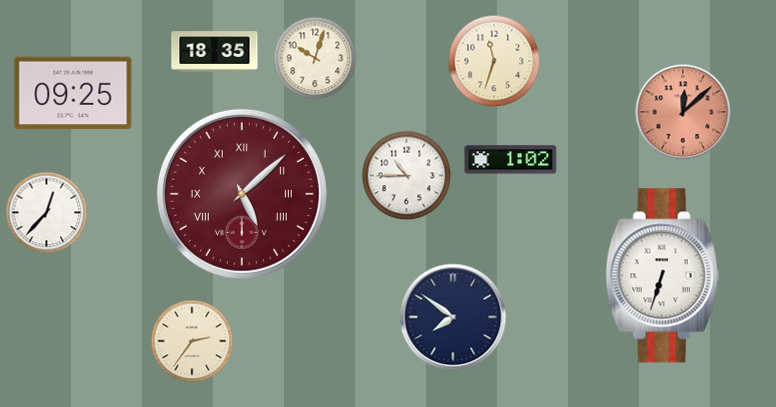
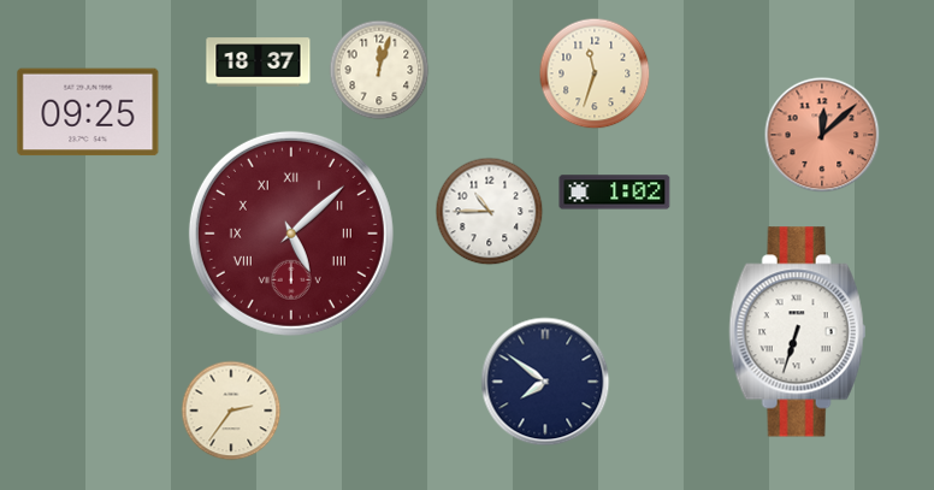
clock at (215, 52): 18:35 -> 18:37
clock at (315, 58): 10:03 -> 12:03
clock at (47, 213): 12:37 -> none
